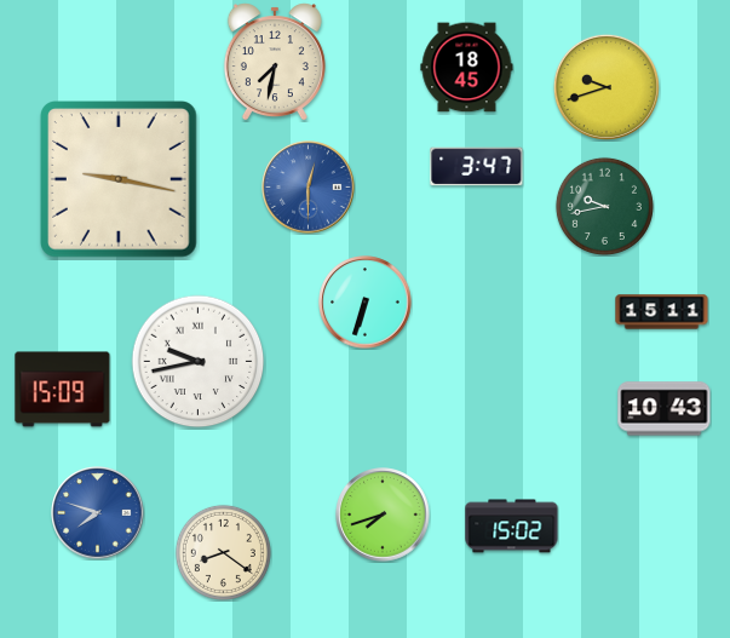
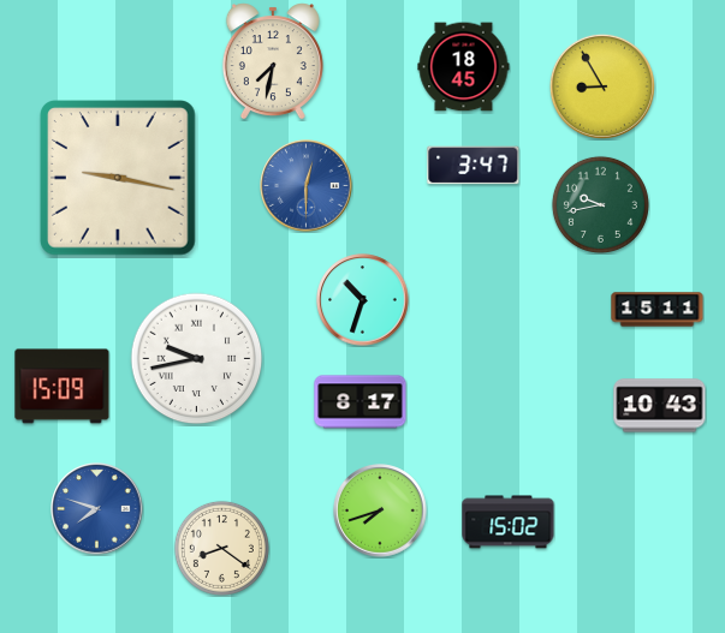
clock at (607, 87): 9:42 -> 8:55
clock at (366, 303): 6:33 -> 10:33
clock at (361, 402): none -> 8:17
